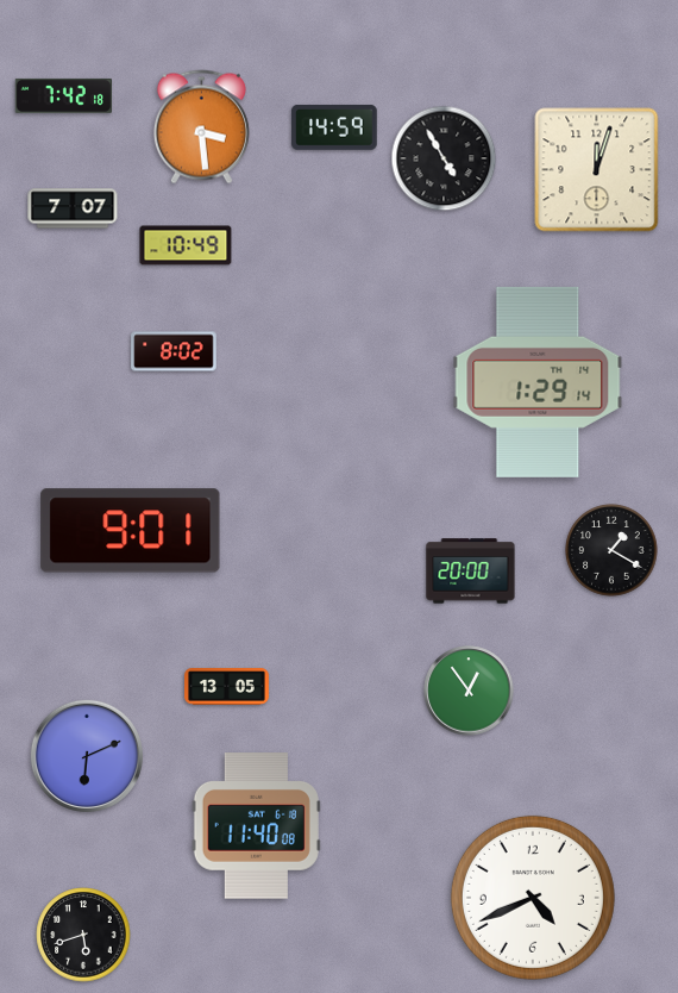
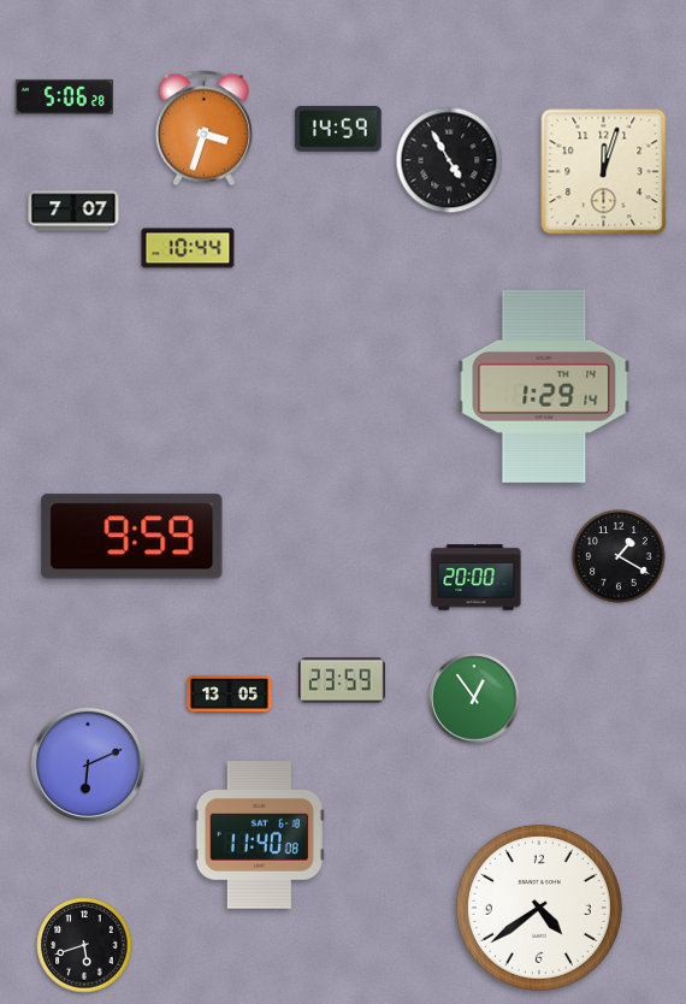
clock at (63, 95): 7:42 -> 5:06
clock at (201, 127): 3:29 -> 3:33
clock at (186, 245): 10:49 -> 10:44
clock at (174, 351): 8:02 -> none
clock at (131, 531): 9:01 -> 9:59
clock at (342, 680): none -> 23:59
clock at (533, 898): 4:41 -> 4:39
